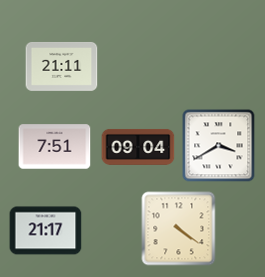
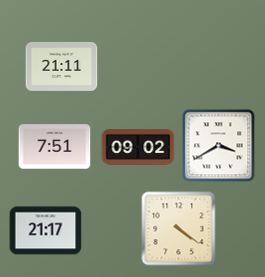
clock at (138, 147): 09:04 -> 09:02
